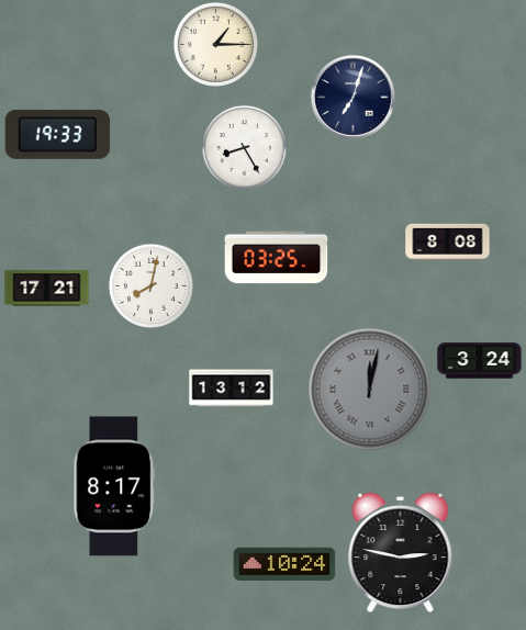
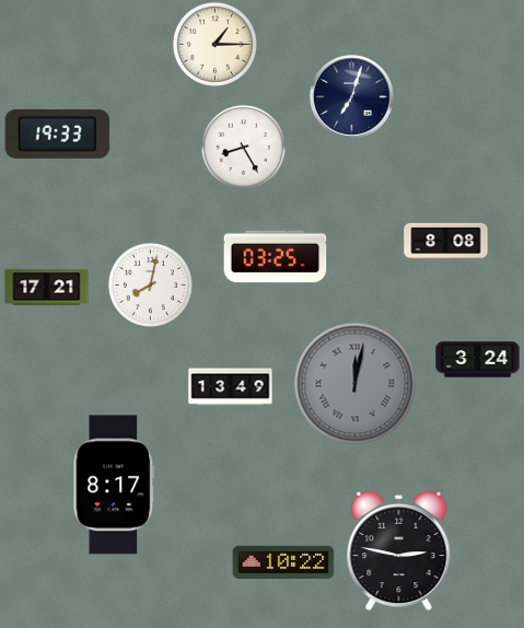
clock at (232, 389): 13:12 -> 13:49
clock at (370, 390) position: (370, 390) -> (356, 384)
clock at (284, 564): 10:24 -> 10:22
